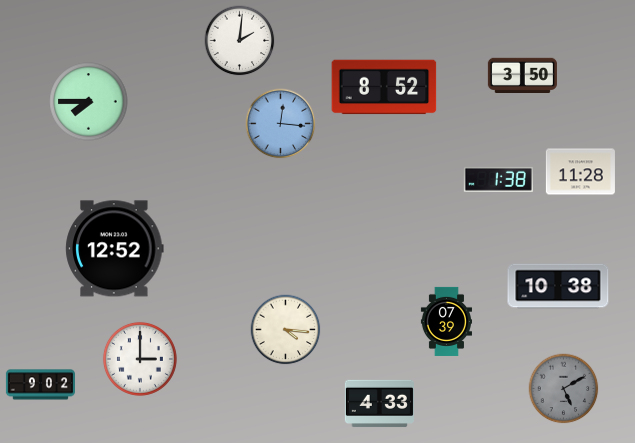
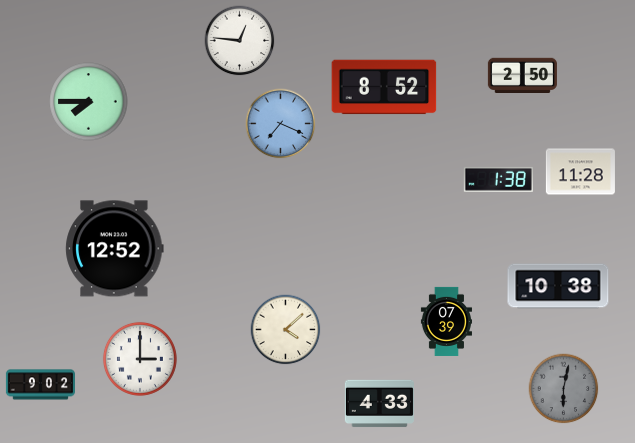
clock at (240, 41): 2:01 -> 12:46
clock at (522, 75): 3:50 -> 2:50
clock at (281, 124): 12:16 -> 7:19
clock at (286, 330): 4:16 -> 4:08
clock at (564, 389): 5:10 -> 6:02
